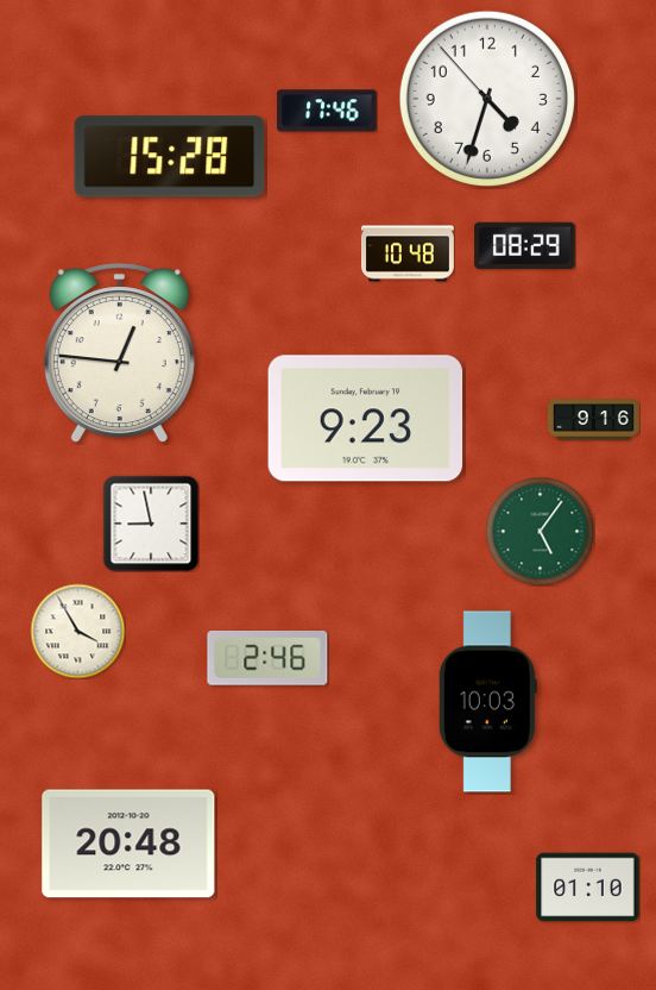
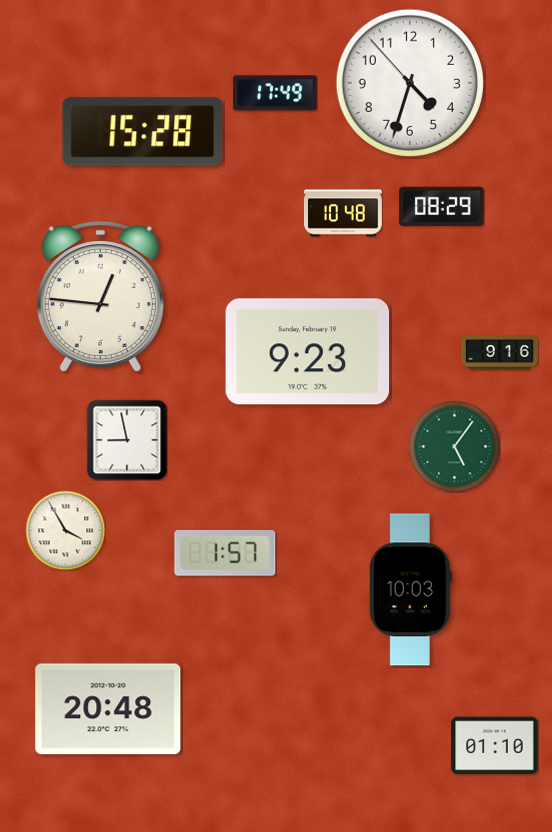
clock at (327, 111): 17:46 -> 17:49
clock at (267, 659): 2:46 -> 1:57
